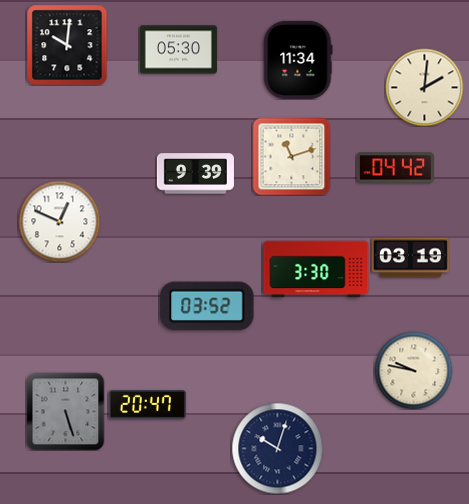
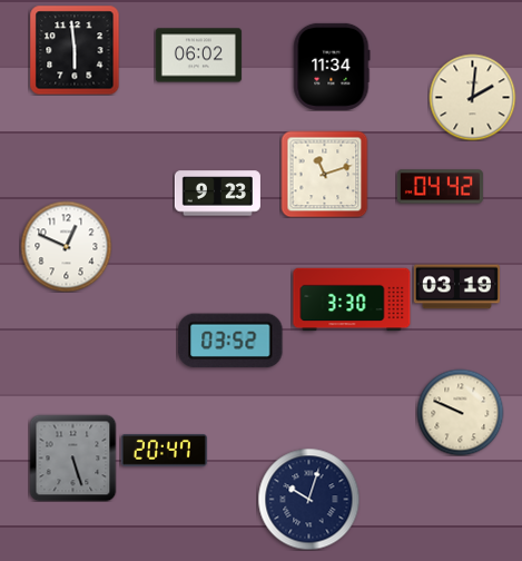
clock at (67, 45): 10:01 -> 5:59
clock at (178, 50): 05:30 -> 06:02
clock at (195, 174): 9:39 -> 9:23
clock at (413, 370): 9:47 -> 9:49
